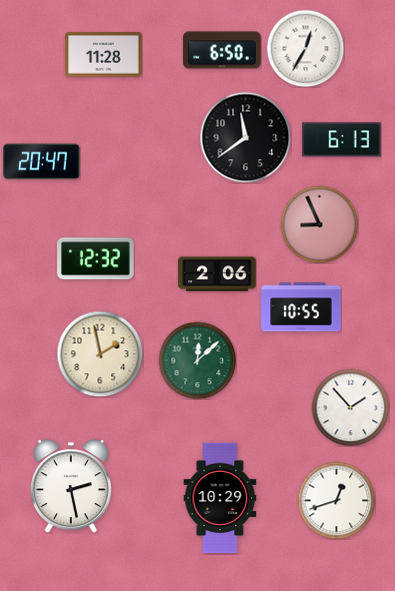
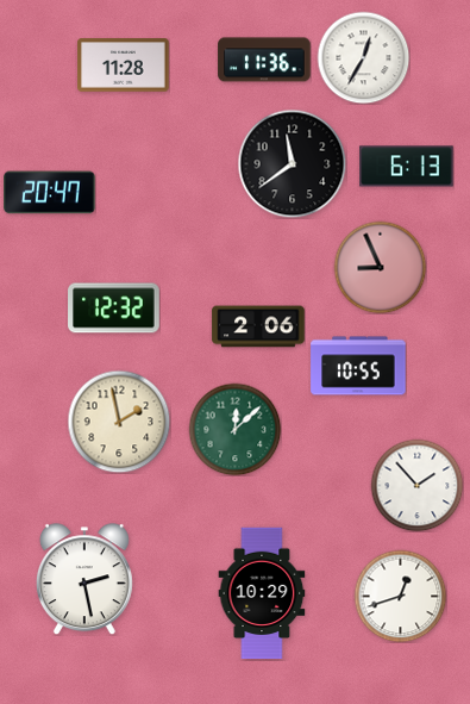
clock at (222, 50): 6:50 -> 11:36
